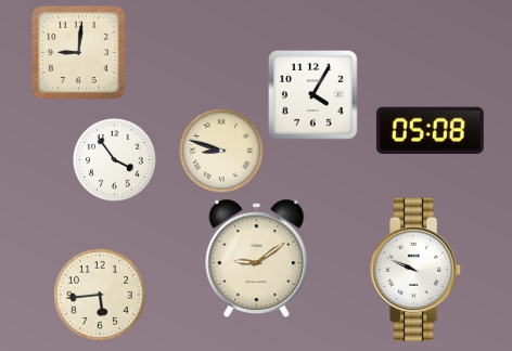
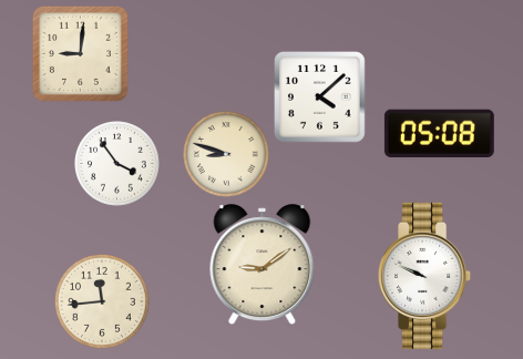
clock at (313, 95): 4:05 -> 4:08
clock at (100, 295): 5:44 -> 11:44
